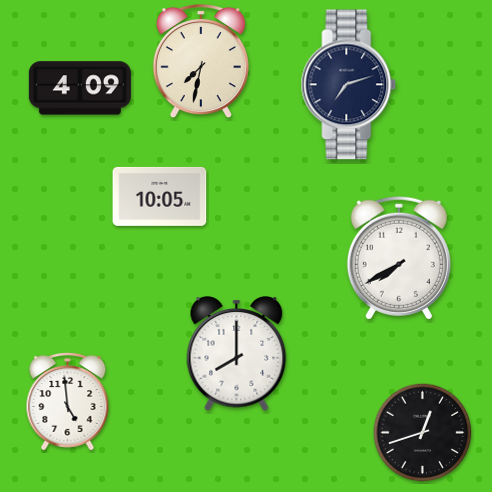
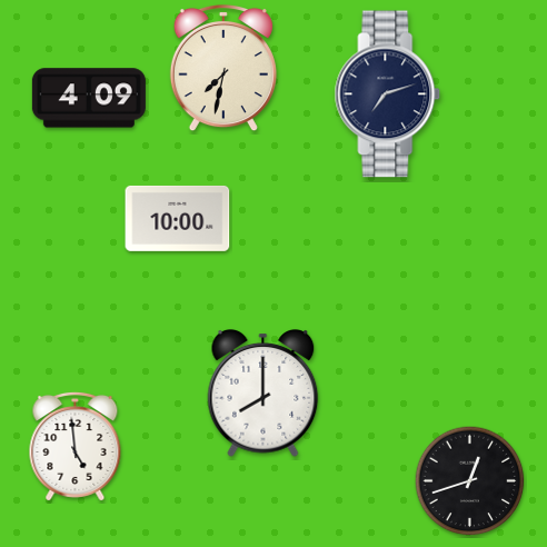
clock at (160, 196): 10:05 -> 10:00
clock at (399, 258): 7:40 -> none
